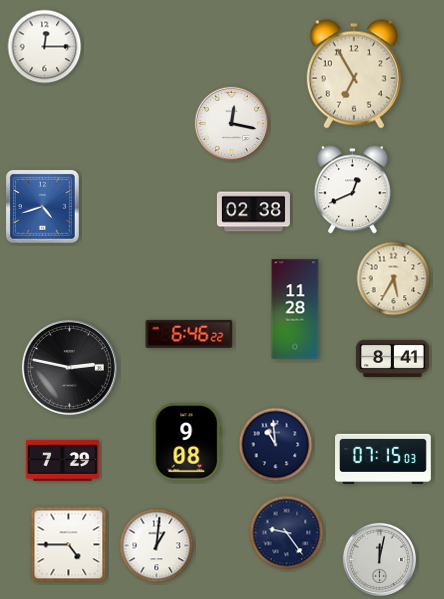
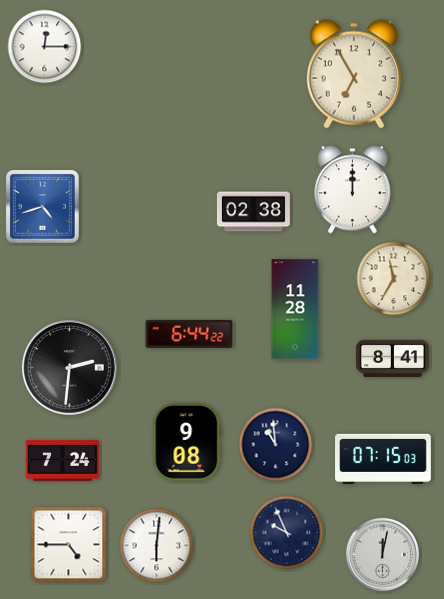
clock at (231, 123): 12:17 -> none
clock at (353, 190): 12:41 -> 12:00
clock at (394, 279): 5:35 -> 11:35
clock at (189, 334): 6:46 -> 6:44
clock at (69, 367): 2:47 -> 2:31
clock at (62, 460): 7:29 -> 7:24
clock at (287, 533): 9:24 -> 9:56
clock at (157, 546): 1:01 -> 6:01
clock at (379, 559) position: (379, 559) -> (382, 554)
